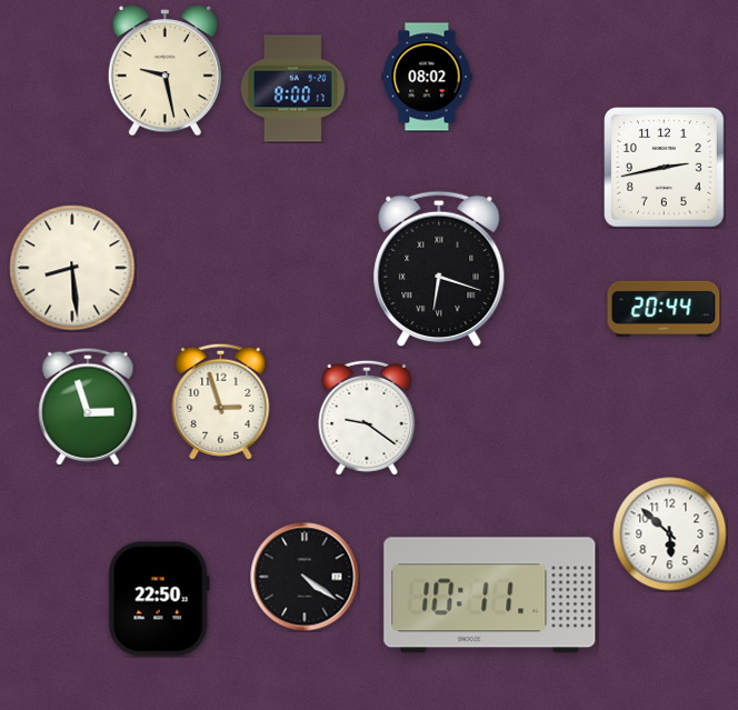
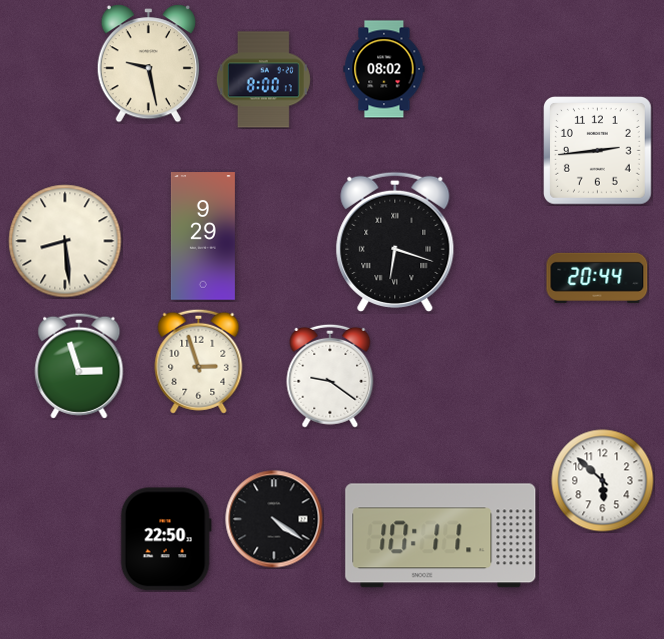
clock at (665, 168): 2:43 -> 2:44
clock at (203, 236): none -> 9:29
clock at (159, 599) position: (159, 599) -> (166, 539)
